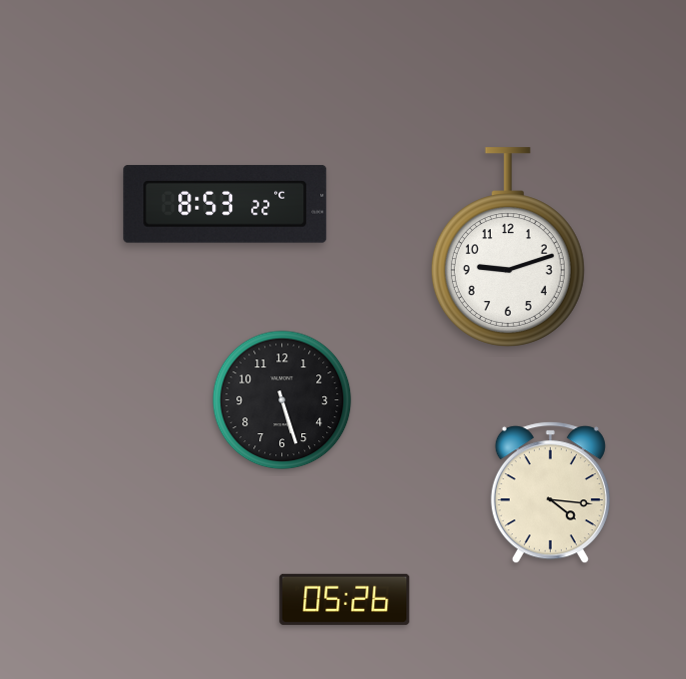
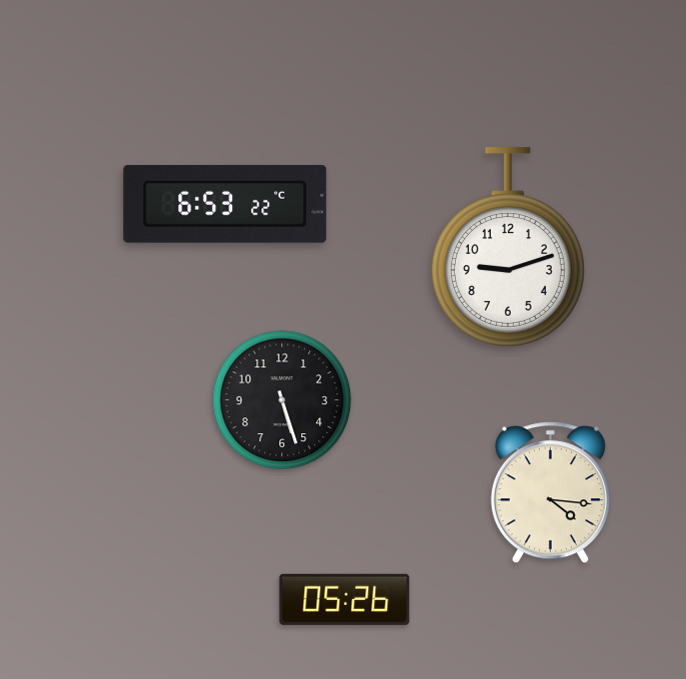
clock at (225, 204): 8:53 -> 6:53
